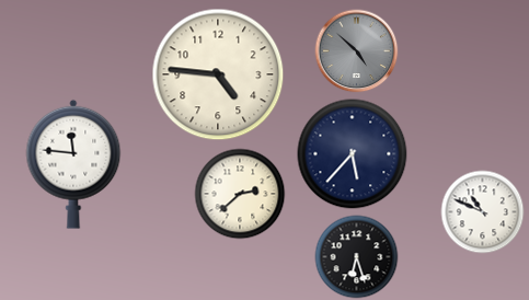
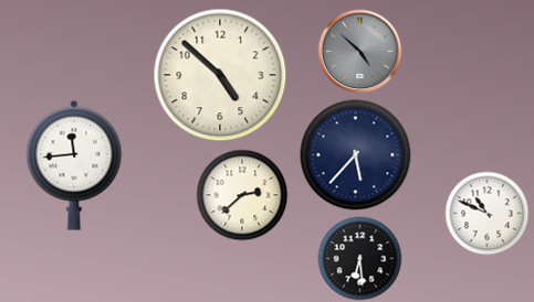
clock at (218, 74): 4:46 -> 4:52
clock at (73, 164): 11:46 -> 11:44
clock at (357, 257): 6:27 -> 6:29
